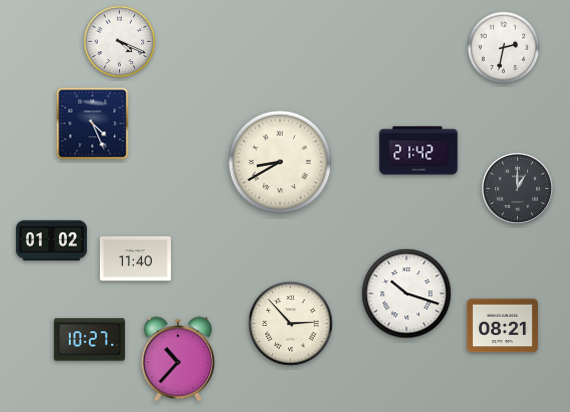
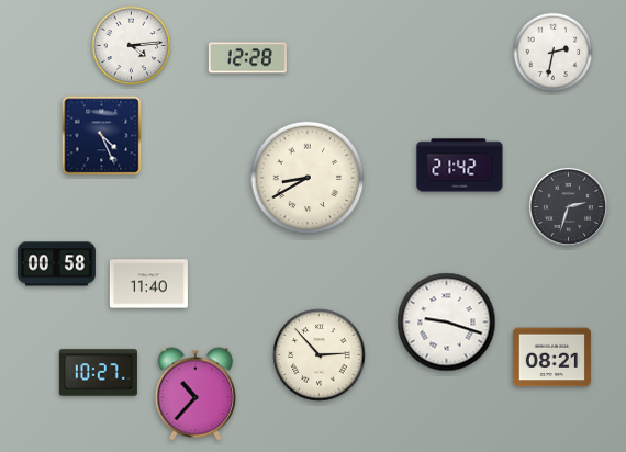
clock at (120, 42): 4:19 -> 4:14
clock at (247, 58): none -> 12:28
clock at (517, 188): 1:00 -> 2:33
clock at (51, 241): 01:02 -> 00:58
clock at (407, 294): 10:18 -> 9:18
